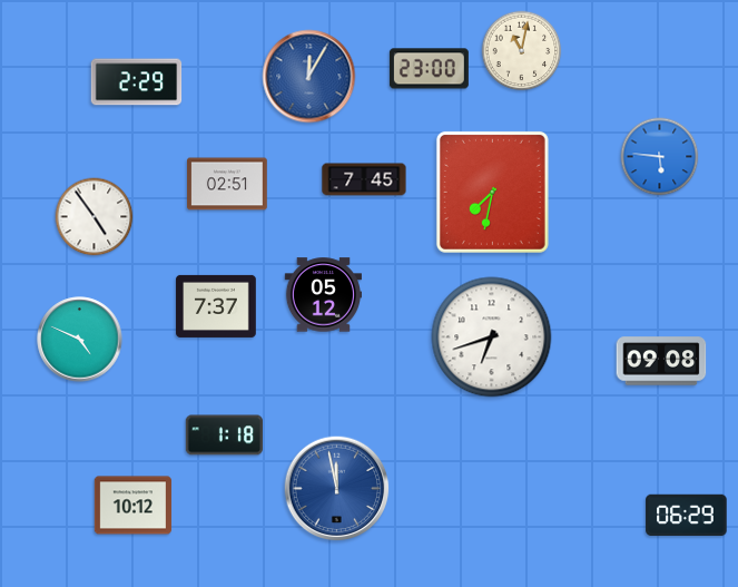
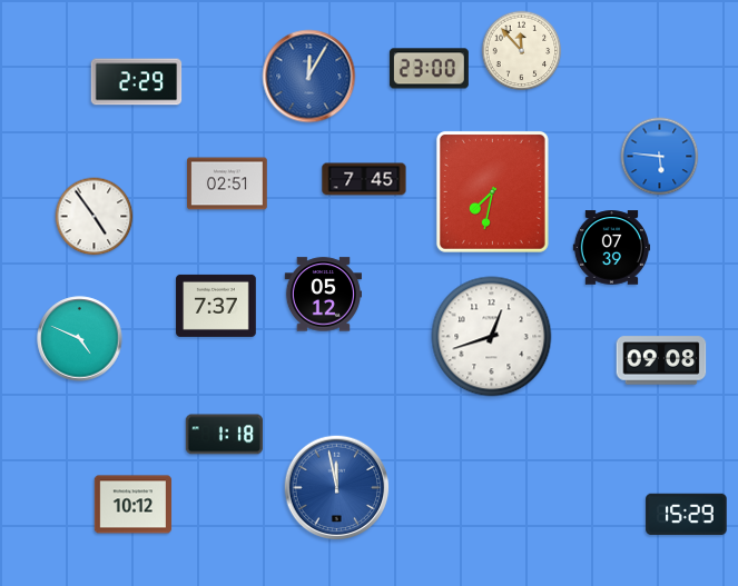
clock at (522, 51): 11:02 -> 11:53
clock at (612, 248): none -> 07:39
clock at (492, 337): 6:42 -> 12:42
clock at (687, 516): 06:29 -> 15:29
